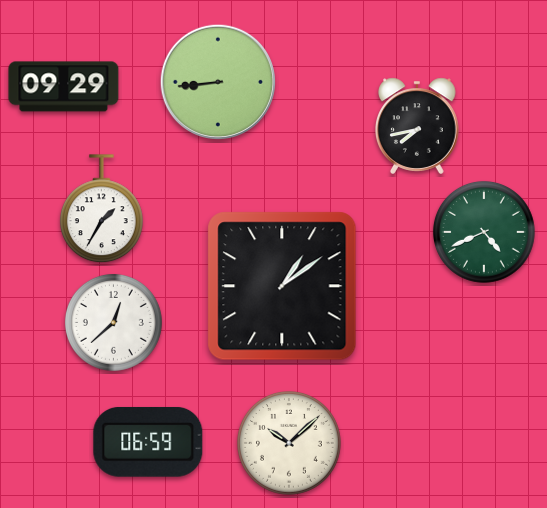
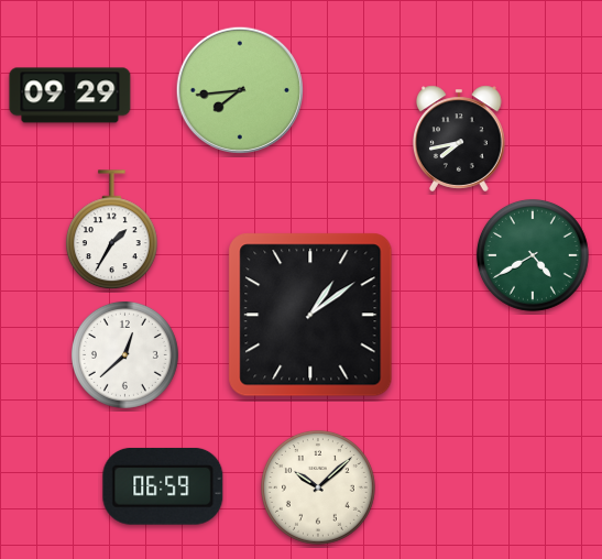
clock at (217, 81): 8:44 -> 7:44
clock at (484, 232): 4:41 -> 4:40
